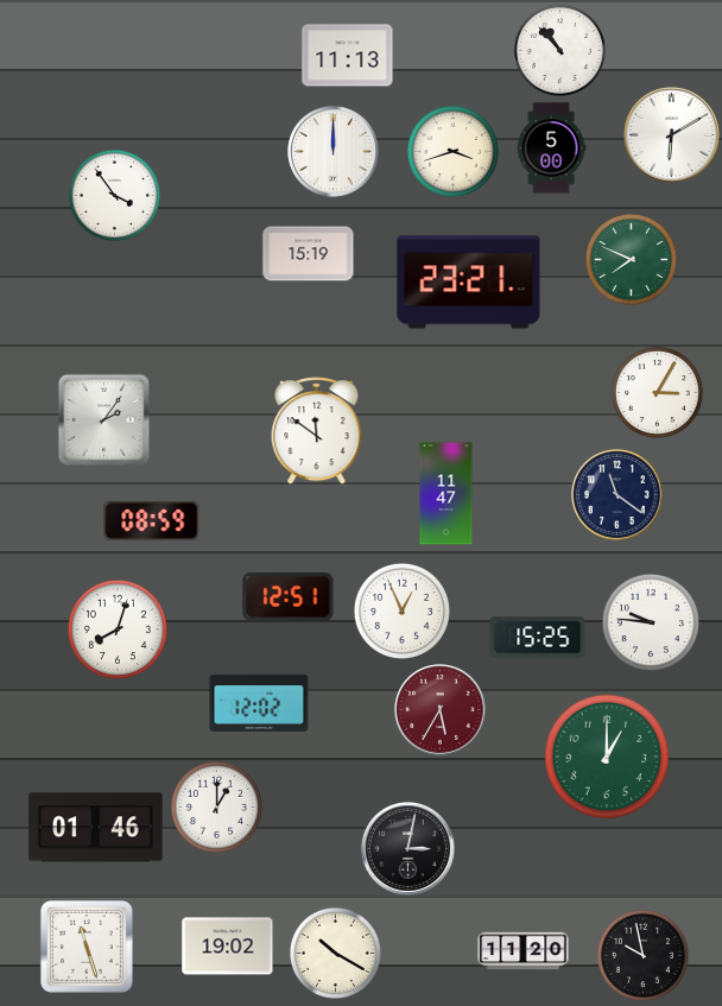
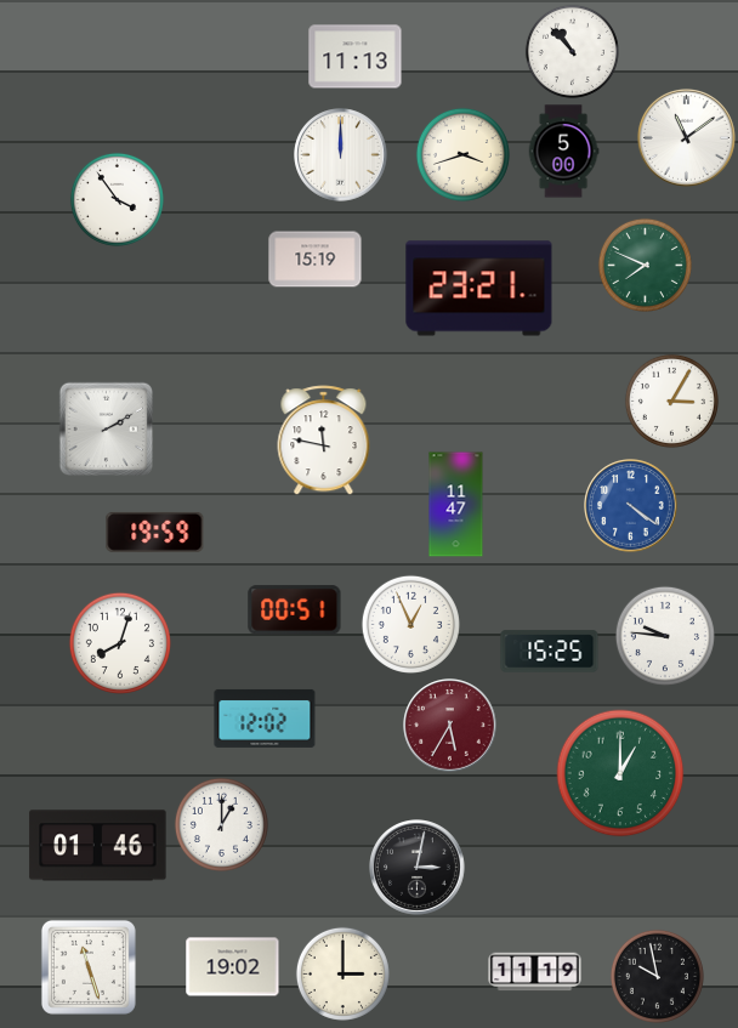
clock at (671, 134): 6:10 -> 11:09
clock at (103, 419): 2:06 -> 2:10
clock at (317, 431): 11:51 -> 11:47
clock at (617, 495): 11:21 -> 4:21
clock at (617, 495) dial: navy -> blue
clock at (152, 520): 08:59 -> 19:59
clock at (289, 597): 12:51 -> 00:51
clock at (524, 951): 11:20 -> 11:19
clock at (335, 953): 10:20 -> 3:00
